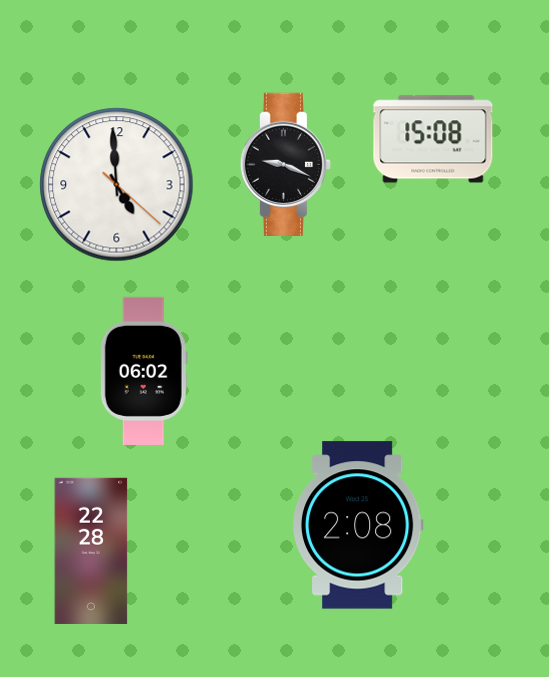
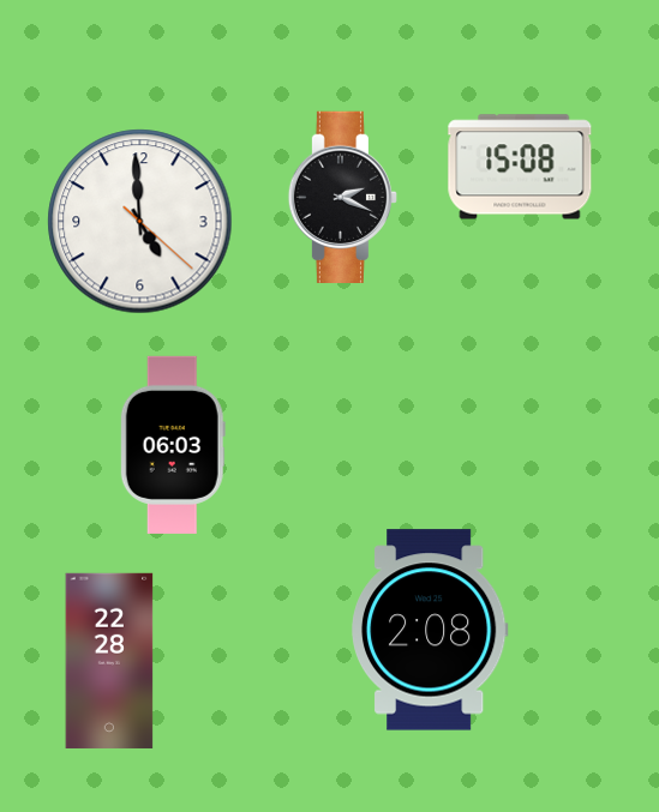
clock at (285, 164): 9:19 -> 2:19
clock at (144, 371): 06:02 -> 06:03
